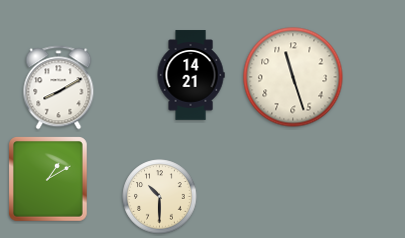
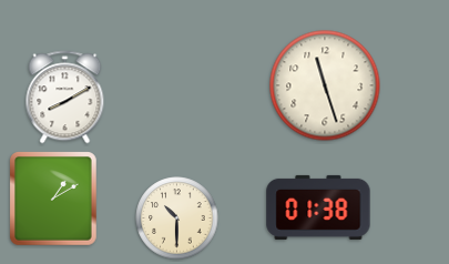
clock at (191, 75): 14:21 -> none
clock at (318, 207): none -> 01:38
